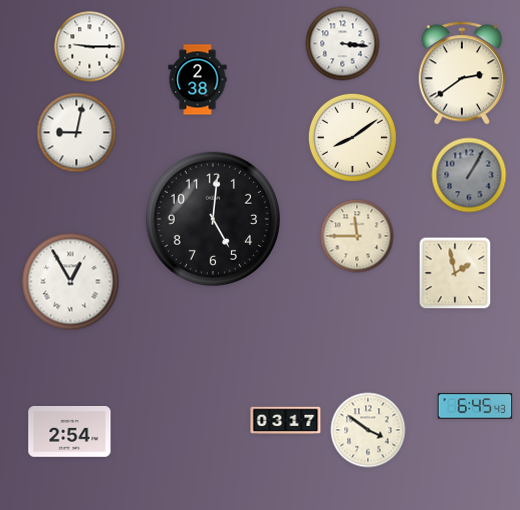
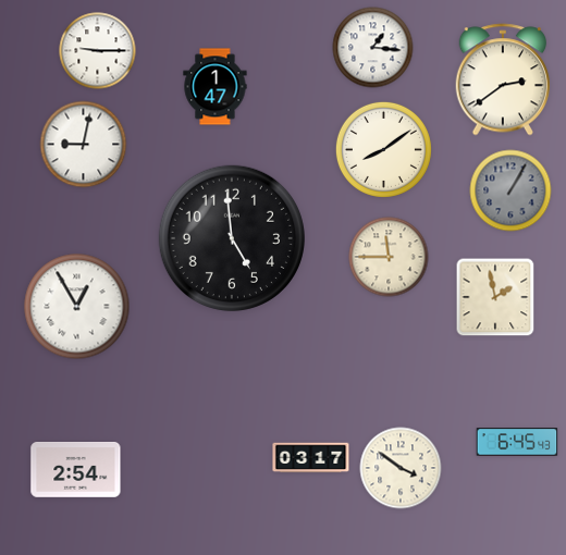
clock at (343, 44): 3:16 -> 1:16
clock at (198, 80): 2:38 -> 1:47
clock at (212, 218): 5:01 -> 4:59
